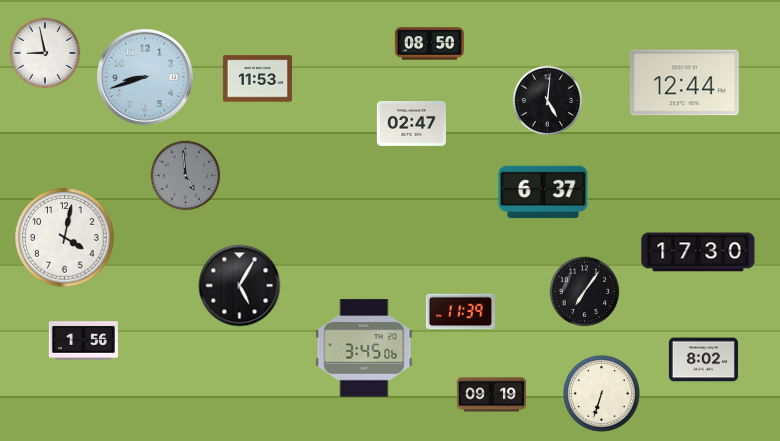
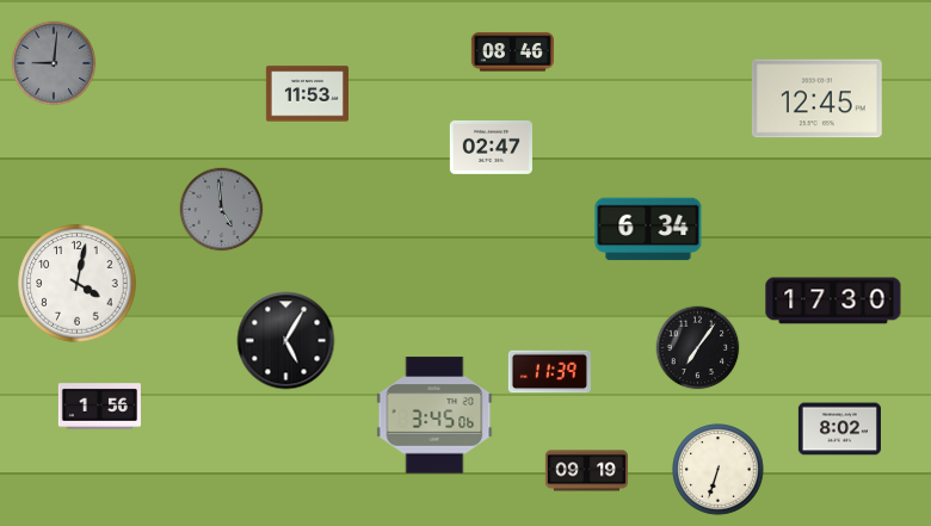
clock at (429, 44): 08:50 -> 08:46
clock at (45, 53): 8:58 -> 9:01
clock at (45, 53) dial: white -> grey
clock at (145, 77): 8:42 -> none
clock at (684, 83): 12:44 -> 12:45
clock at (548, 101): 5:01 -> none
clock at (543, 192): 6:37 -> 6:34
